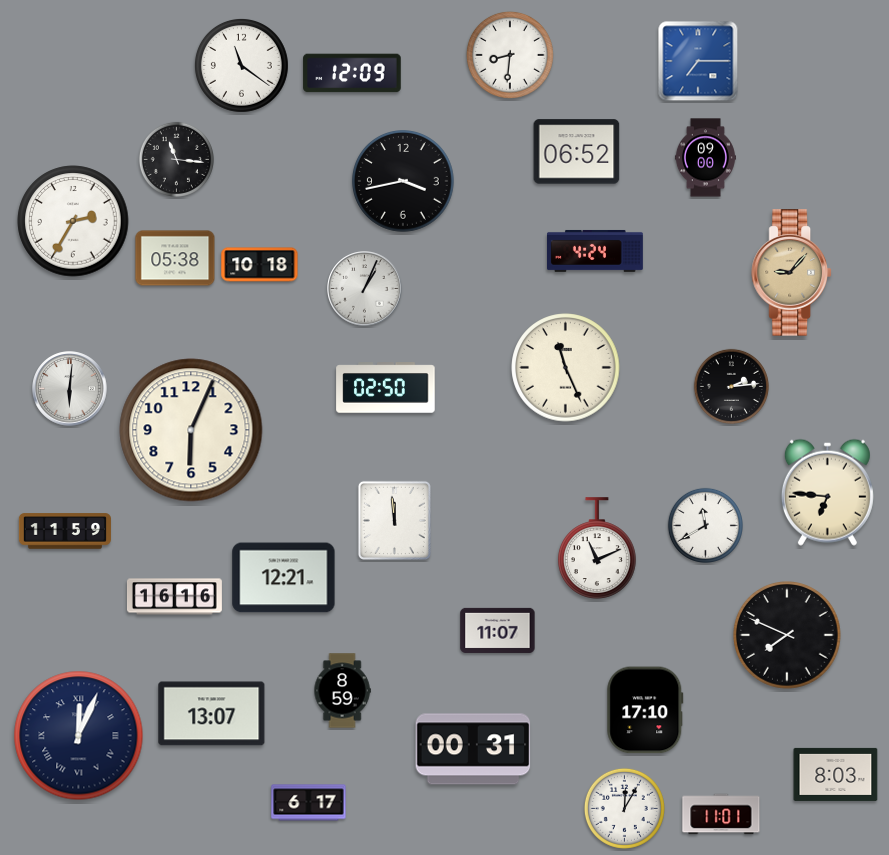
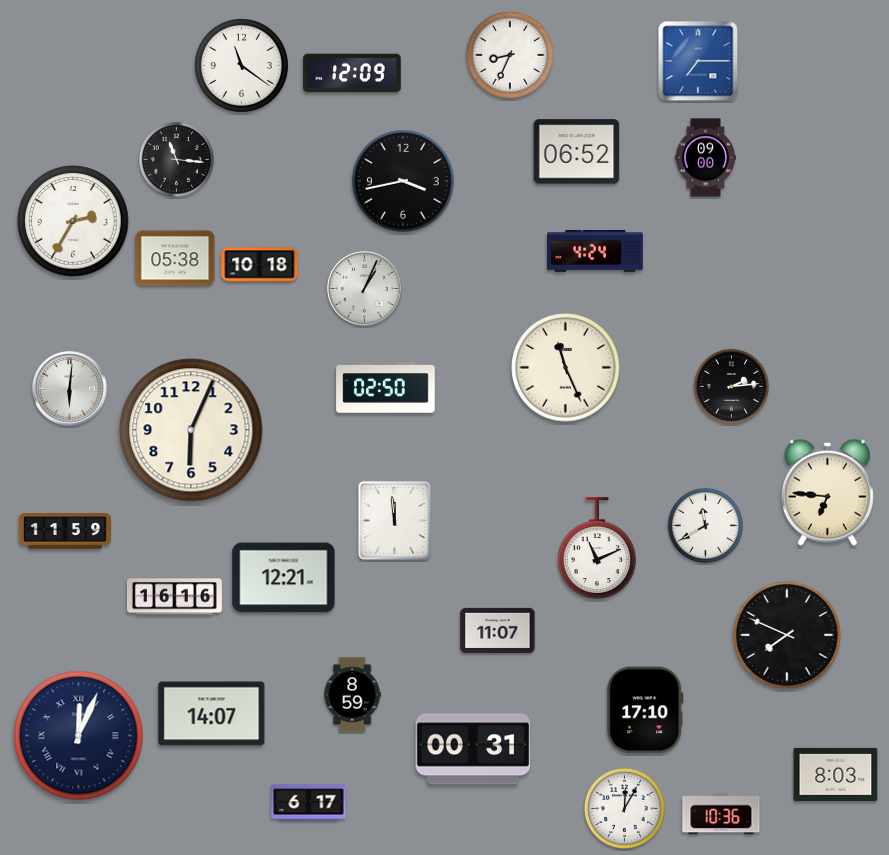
clock at (510, 55): 8:31 -> 8:34
clock at (791, 273): 9:07 -> none
clock at (342, 691) position: (342, 691) -> (352, 695)
clock at (212, 714): 13:07 -> 14:07
clock at (721, 814): 11:01 -> 10:36
